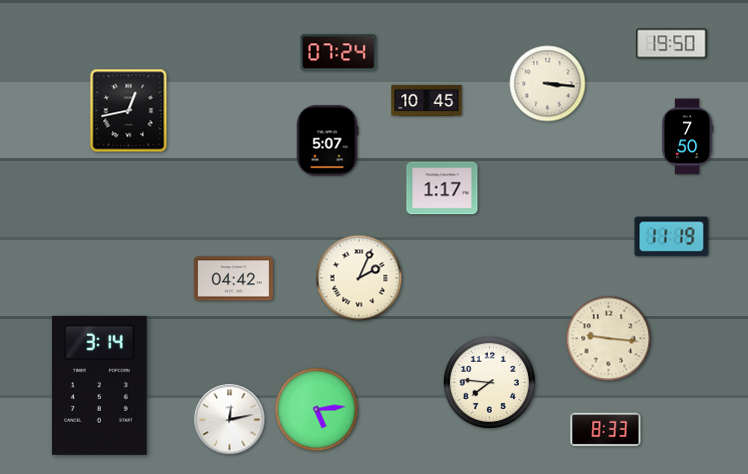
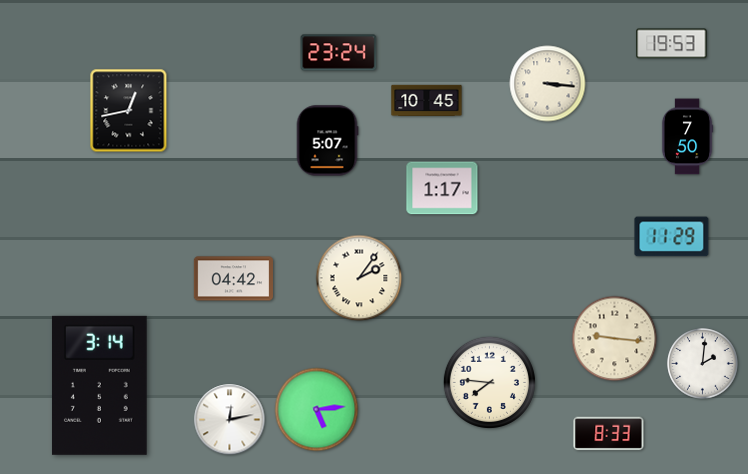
clock at (672, 44): 19:50 -> 19:53
clock at (339, 53): 07:24 -> 23:24
clock at (672, 237): 11:19 -> 11:29
clock at (359, 278): 2:04 -> 2:06
clock at (609, 339) position: (609, 339) -> (615, 339)
clock at (703, 364): none -> 2:01
clock at (606, 430) position: (606, 430) -> (609, 434)
